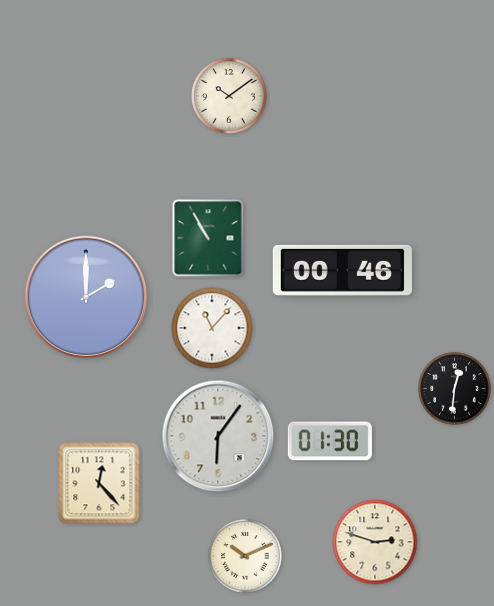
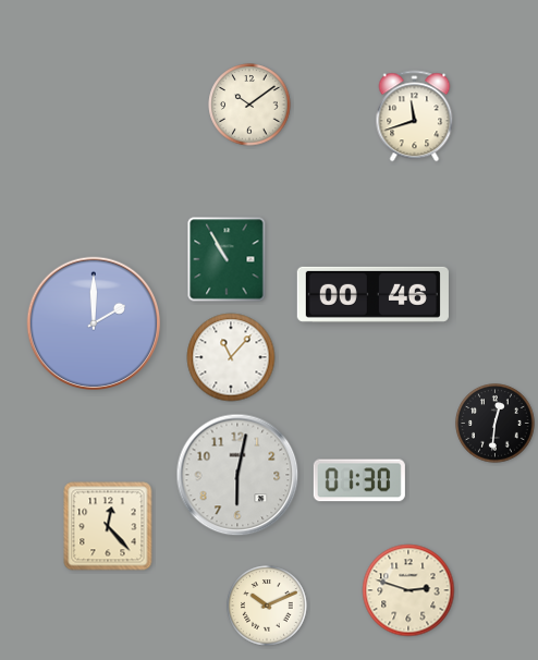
clock at (415, 117): none -> 11:42
clock at (218, 436): 6:06 -> 6:02
